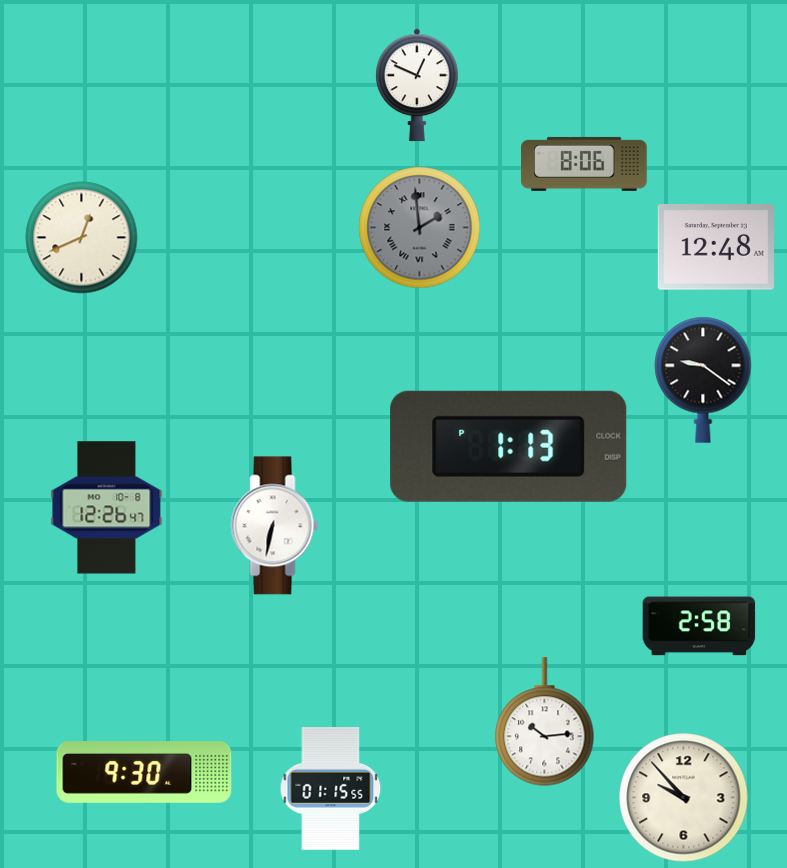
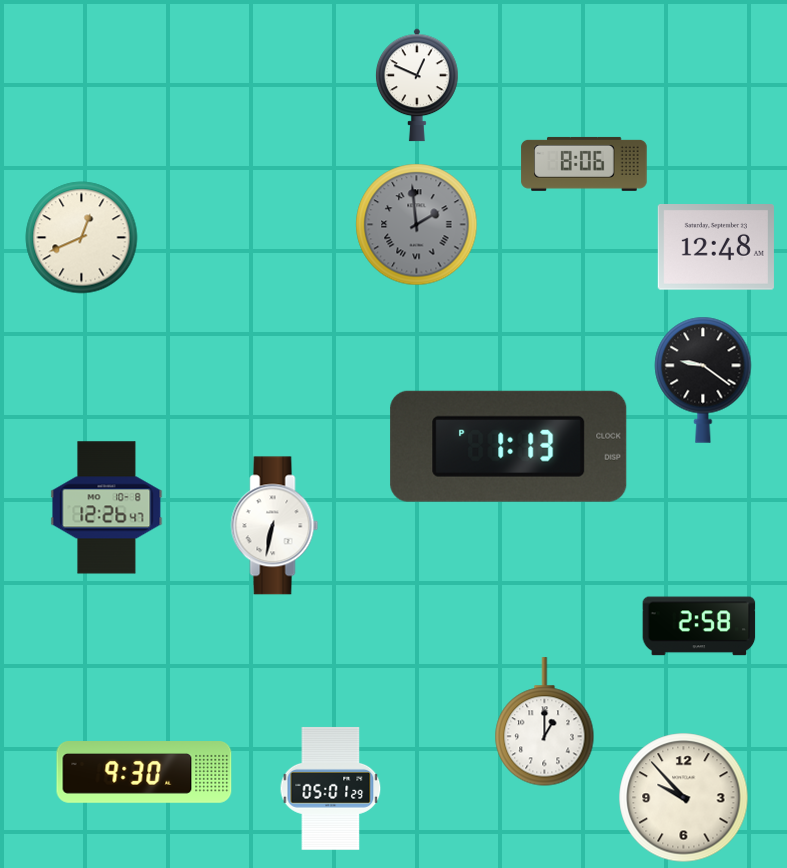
clock at (420, 228) position: (420, 228) -> (417, 225)
clock at (545, 722): 10:14 -> 1:00
clock at (331, 788): 01:15 -> 05:01
